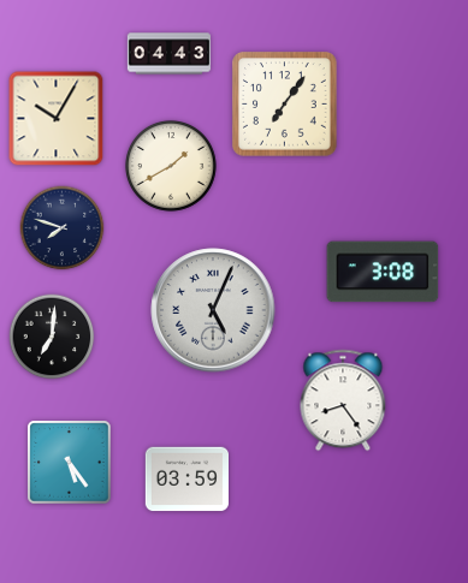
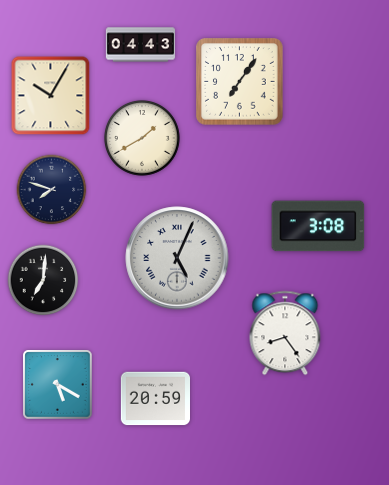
clock at (285, 105) position: (285, 105) -> (240, 82)
clock at (57, 119) position: (57, 119) -> (51, 96)
clock at (70, 463): 5:24 -> 5:20
clock at (186, 480): 03:59 -> 20:59
